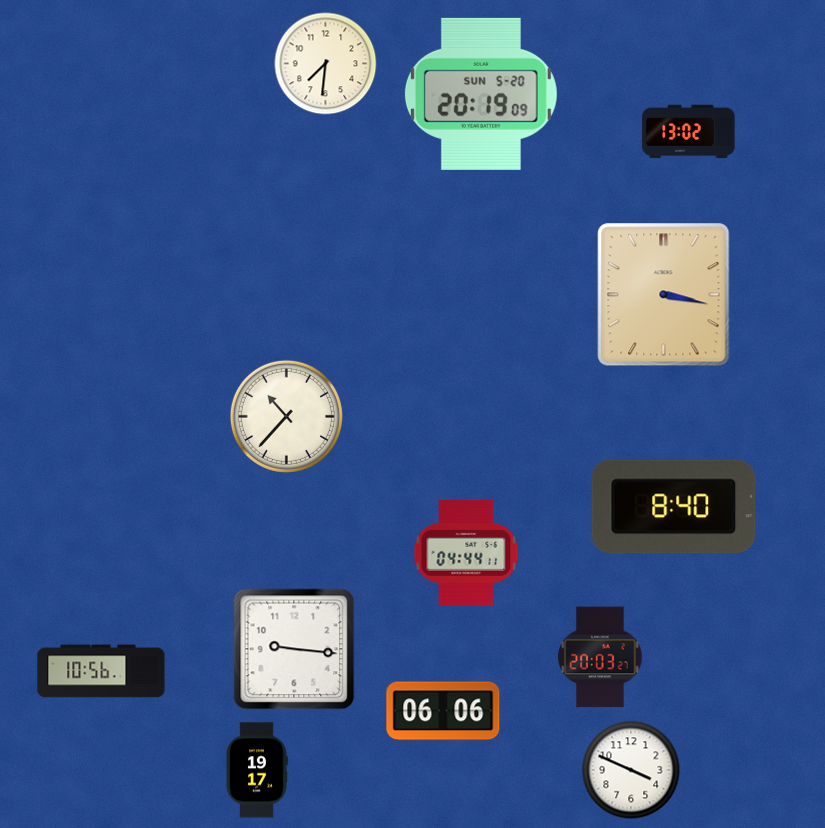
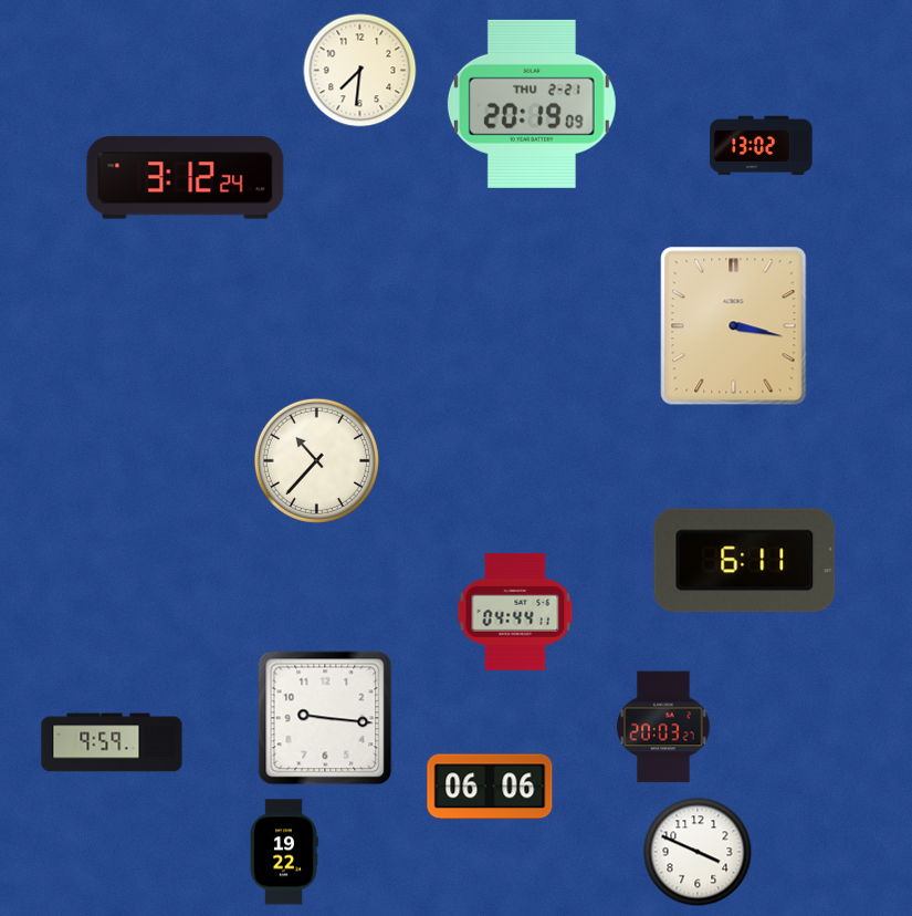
clock at (481, 94) date: SUN 5-20 -> THU 2-21
clock at (186, 178): none -> 3:12
clock at (674, 507): 8:40 -> 6:11
clock at (101, 671): 10:56 -> 9:59
clock at (257, 770): 19:17 -> 19:22
